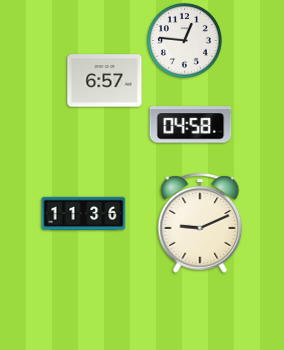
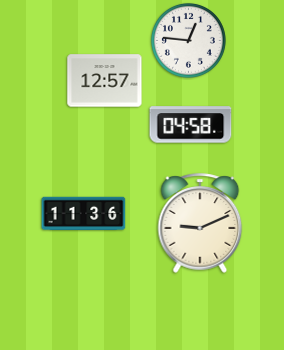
clock at (184, 40) position: (184, 40) -> (188, 40)
clock at (105, 81): 6:57 -> 12:57
